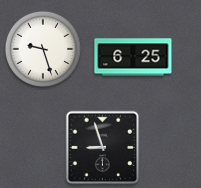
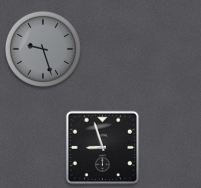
clock at (43, 49) dial: white -> grey
clock at (133, 57): 6:25 -> none
